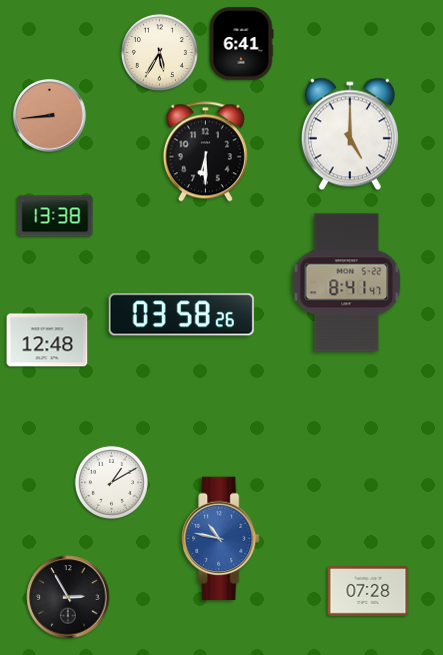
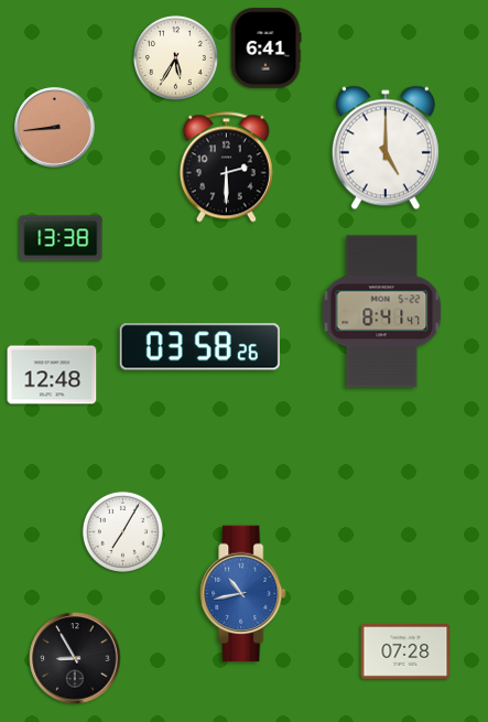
clock at (205, 152): 6:30 -> 2:30
clock at (111, 482): 1:10 -> 7:05
clock at (221, 539): 10:47 -> 10:43
clock at (68, 597): 2:55 -> 8:55
